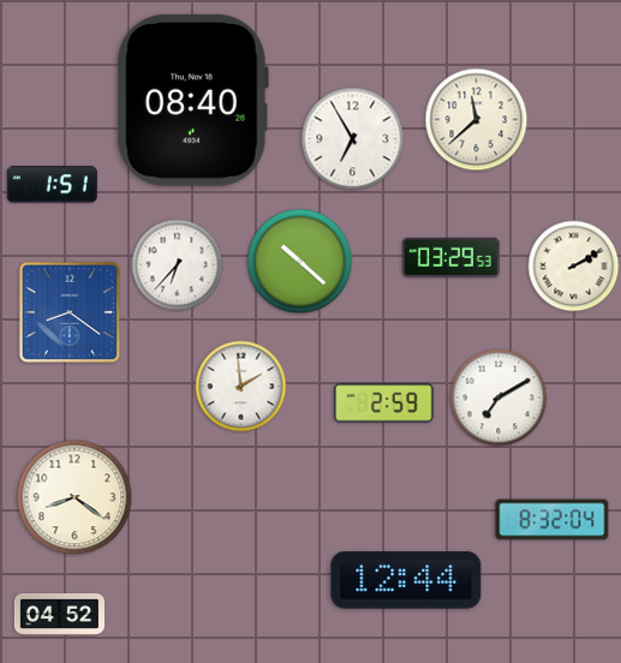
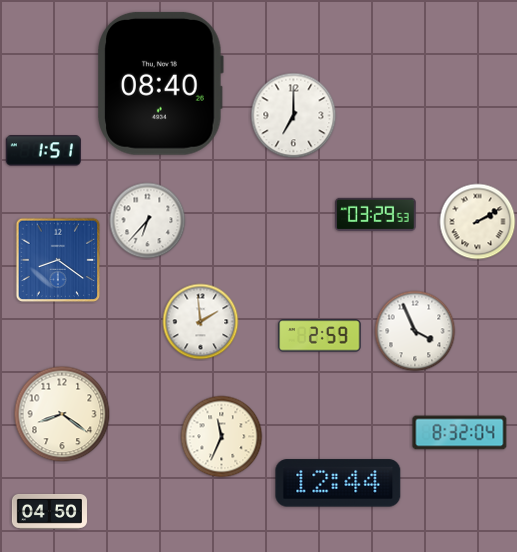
clock at (477, 120): 11:38 -> none
clock at (353, 139): 6:55 -> 7:00
clock at (52, 185) position: (52, 185) -> (43, 151)
clock at (300, 262): 10:22 -> none
clock at (498, 398): 7:10 -> 3:56
clock at (222, 437): none -> 11:34
clock at (59, 615): 04:52 -> 04:50
